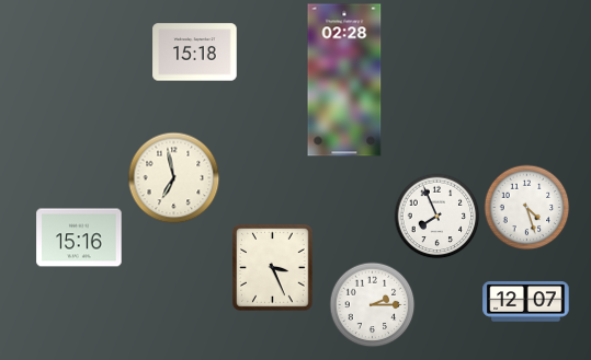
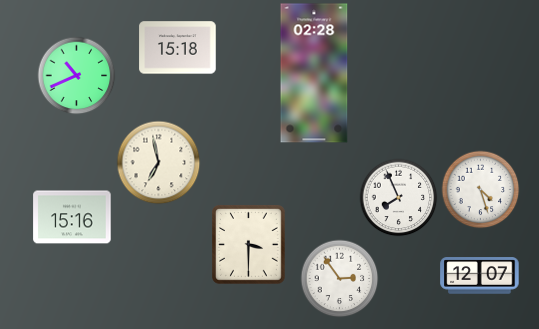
clock at (76, 75): none -> 10:41
clock at (273, 268): 3:26 -> 3:30
clock at (372, 304): 2:15 -> 2:54
